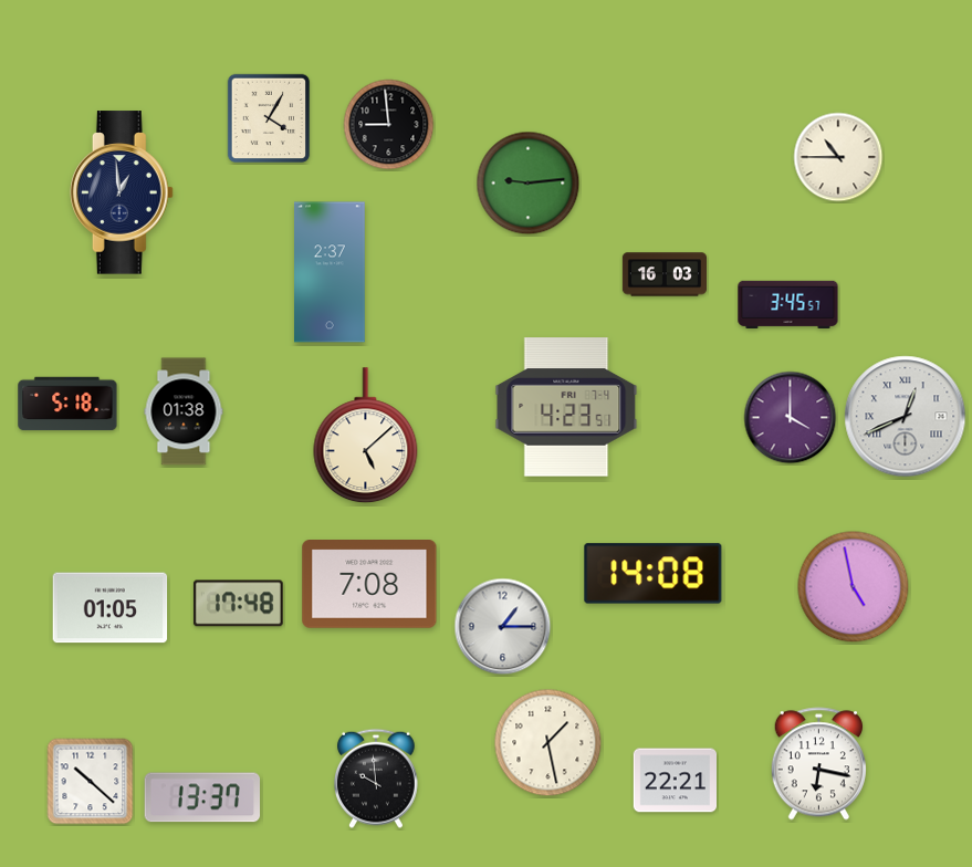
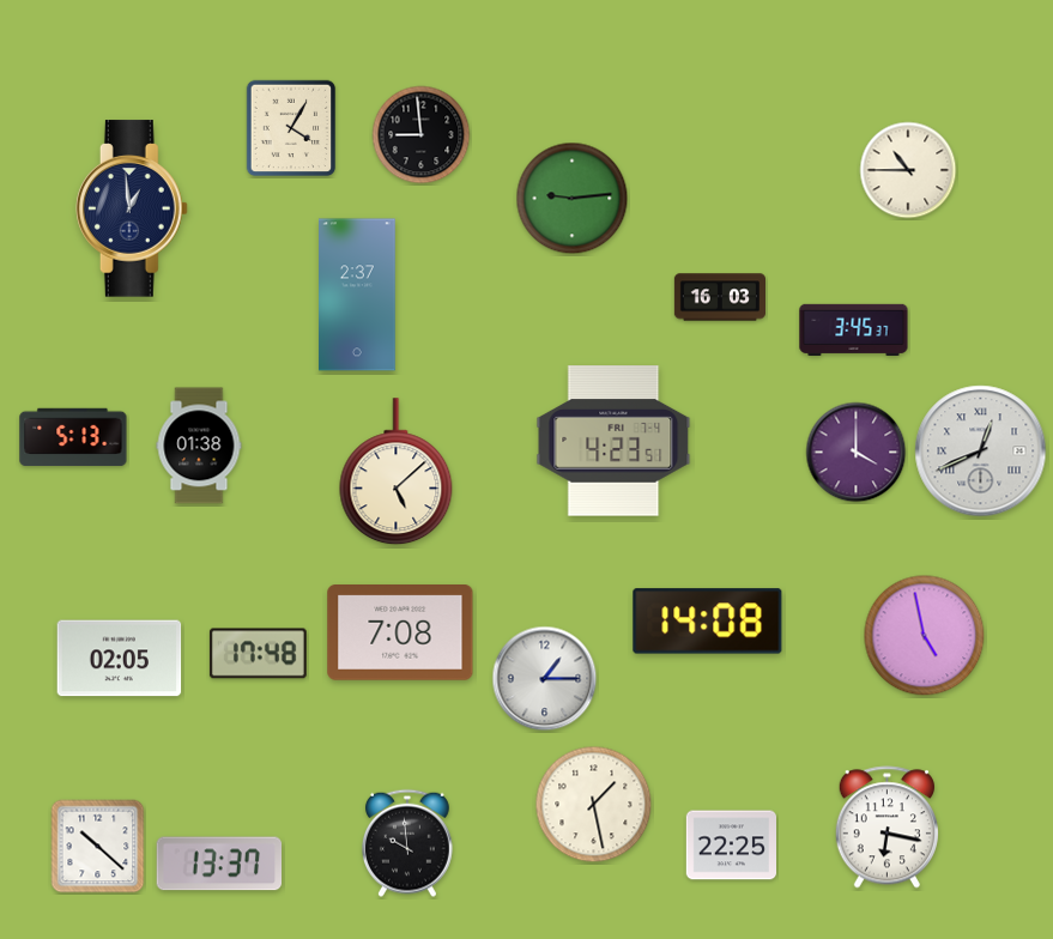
clock at (788, 304): 3:45:57 -> 3:45:37
clock at (67, 404): 5:18 -> 5:13
clock at (111, 608): 01:05 -> 02:05
clock at (675, 781): 22:21 -> 22:25
